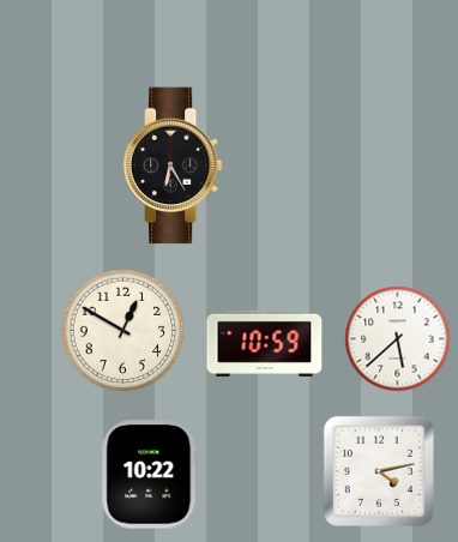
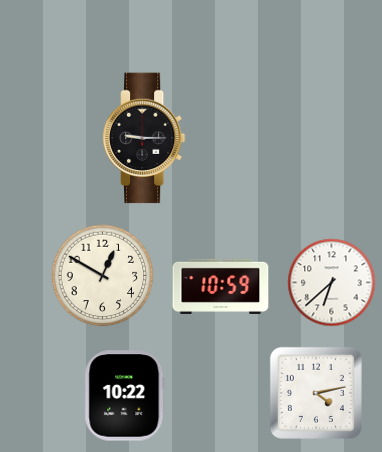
clock at (173, 165): 6:25 -> 9:15
clock at (398, 339): 5:38 -> 6:38
